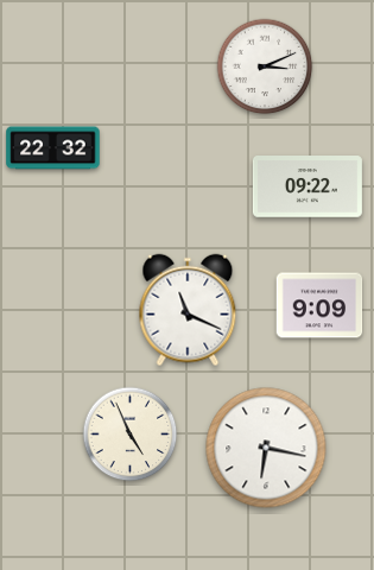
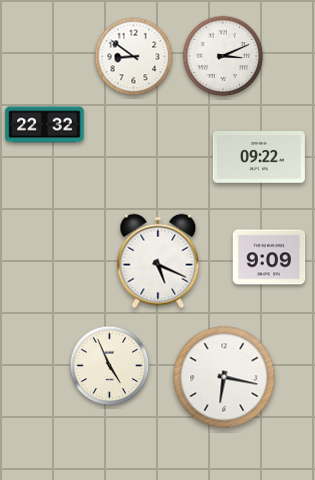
clock at (134, 57): none -> 8:51
clock at (188, 310): 11:19 -> 5:19
